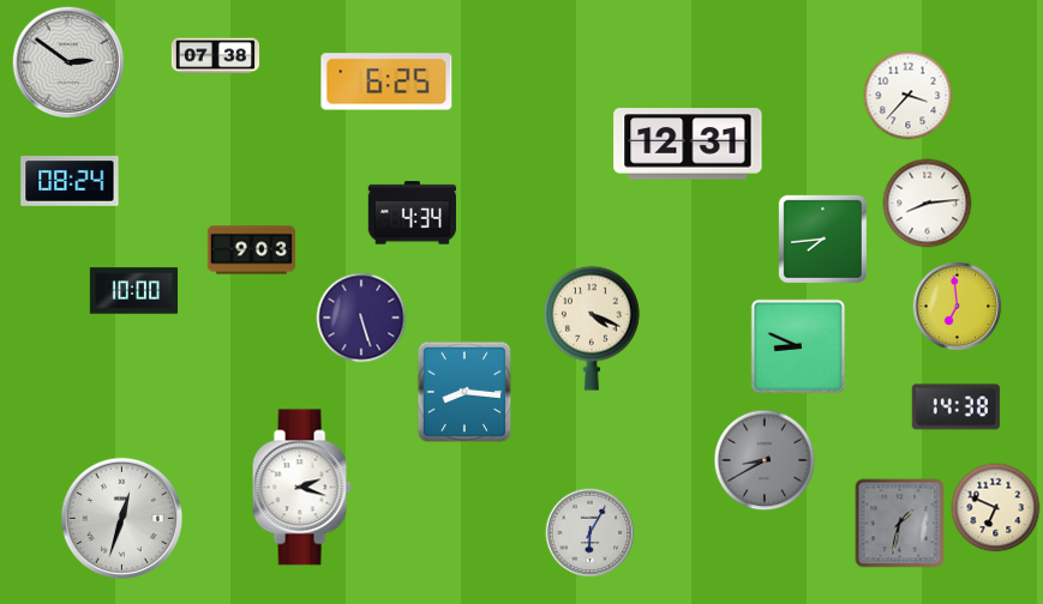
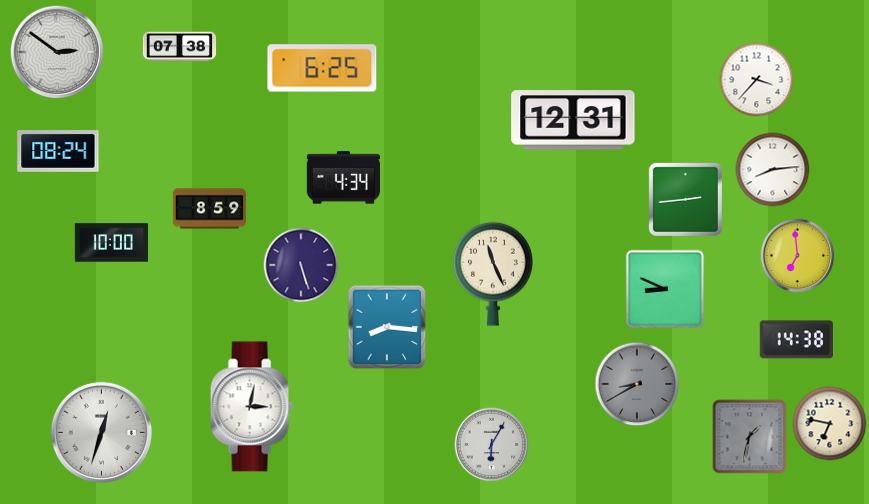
clock at (822, 238): 7:44 -> 2:44
clock at (251, 250): 9:03 -> 8:59
clock at (592, 328): 4:19 -> 11:26
clock at (301, 488): 2:18 -> 3:02
clock at (996, 508): 6:49 -> 6:47
